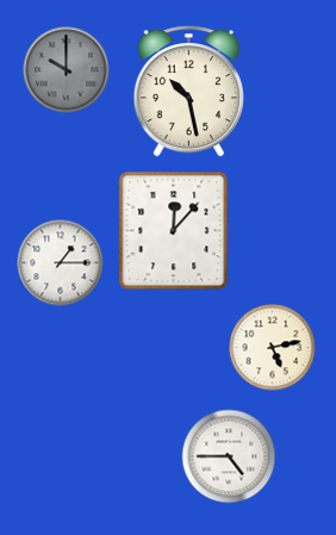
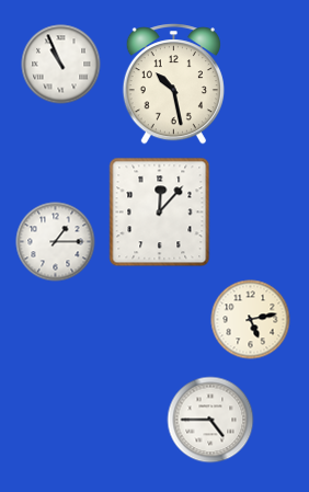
clock at (67, 70): 10:00 -> 10:56
clock at (67, 70) dial: grey -> white
